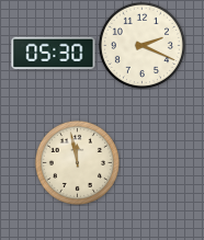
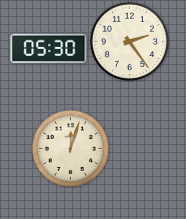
clock at (141, 45): 2:19 -> 2:24
clock at (77, 162): 11:58 -> 12:03
